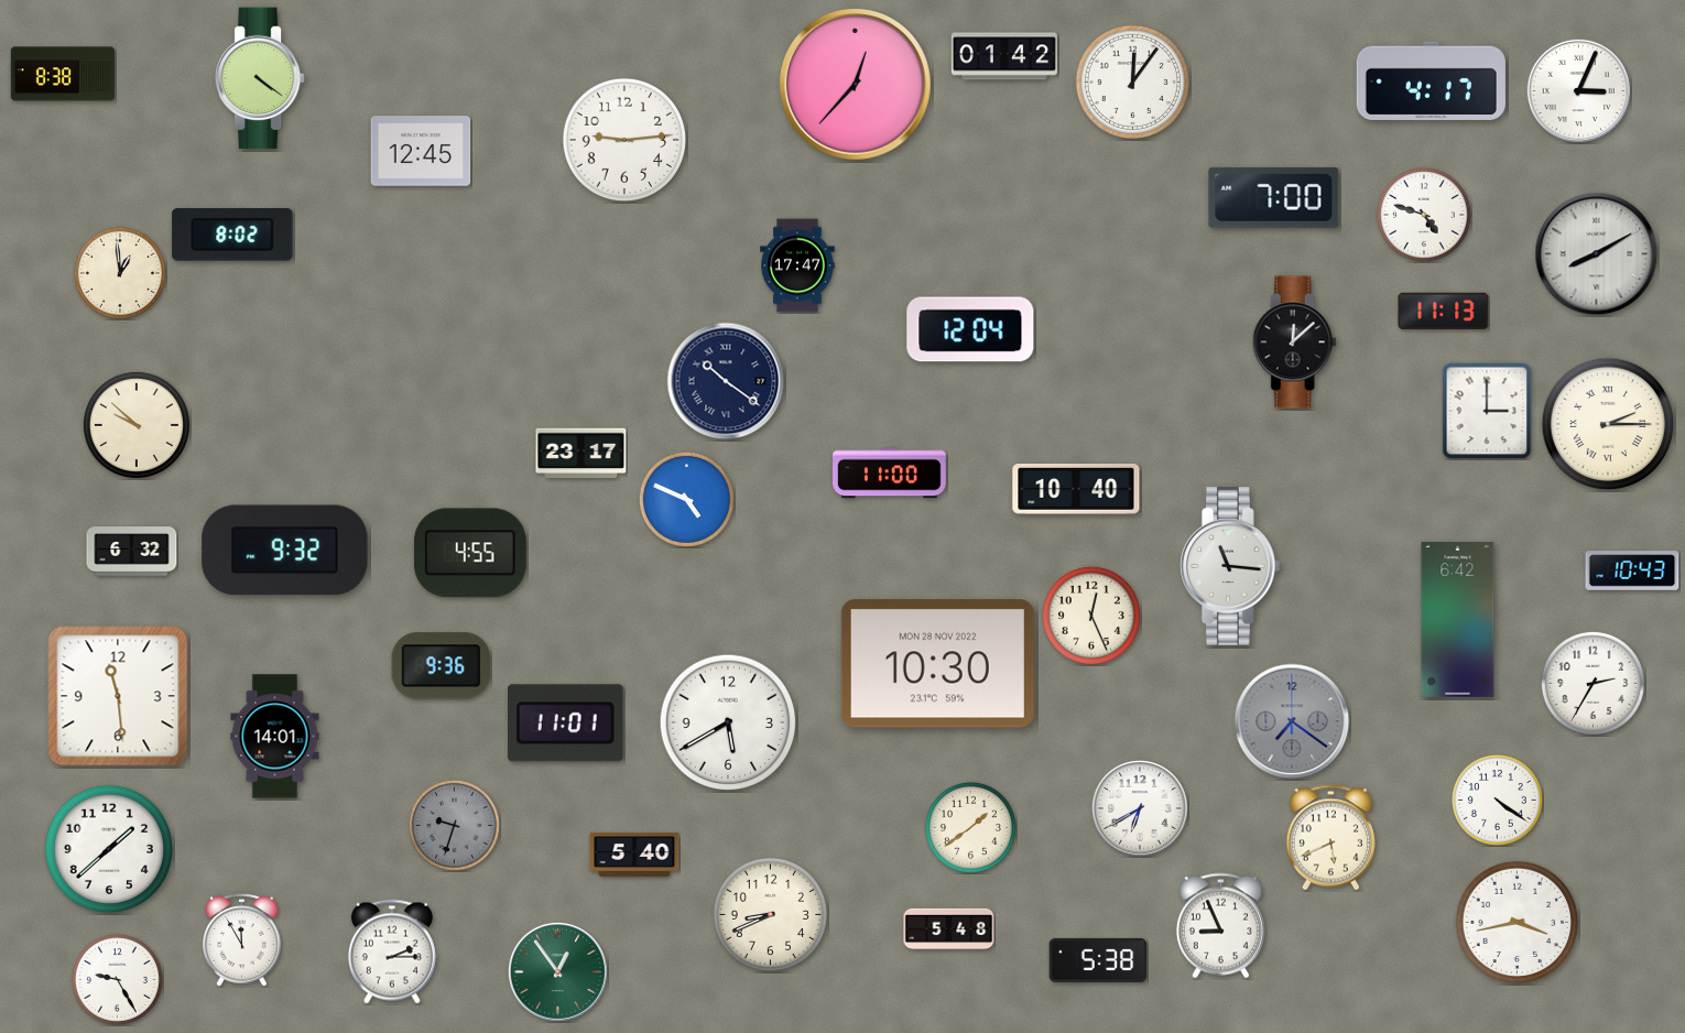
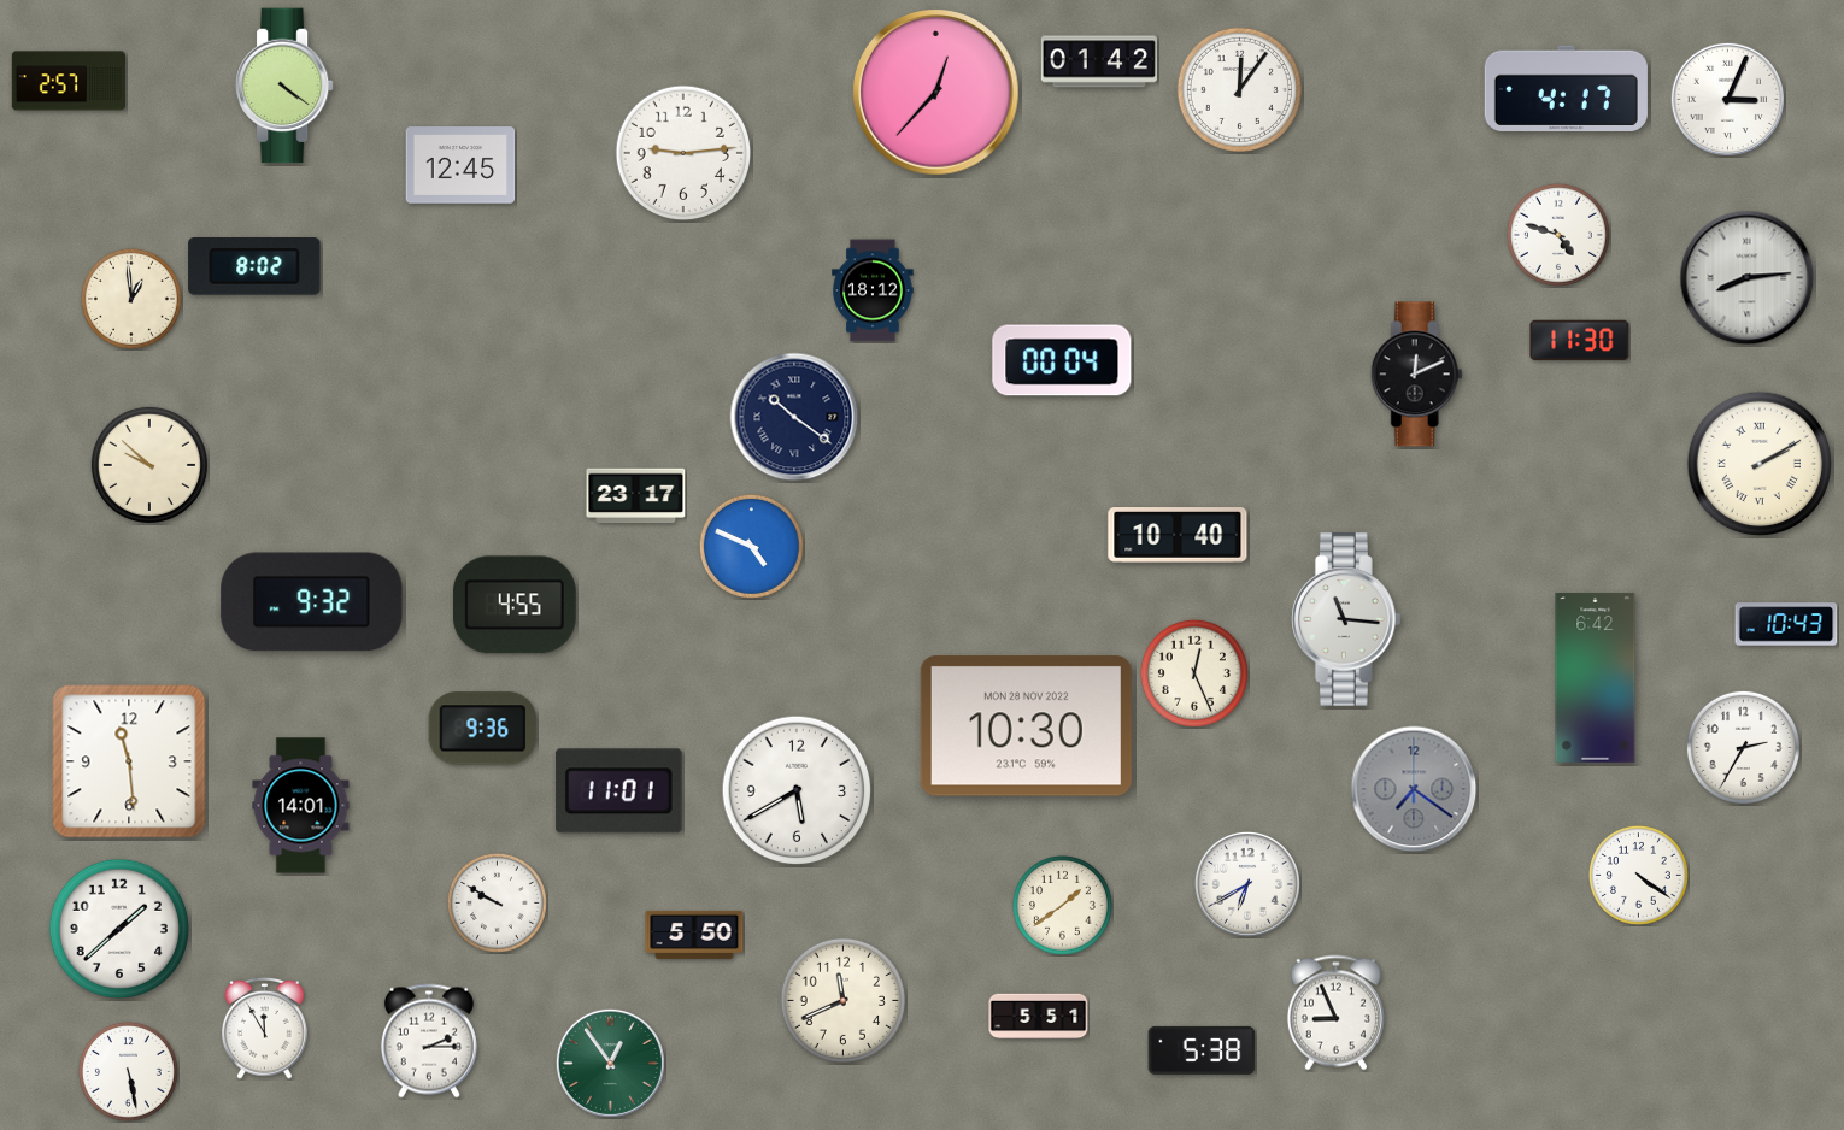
clock at (62, 74): 8:38 -> 2:57
clock at (1274, 197): 7:00 -> none
clock at (232, 236) position: (232, 236) -> (254, 267)
clock at (1597, 254): 8:10 -> 8:14
clock at (797, 265): 17:47 -> 18:12
clock at (1444, 312): 11:13 -> 11:30
clock at (970, 329): 12:04 -> 00:04
clock at (1294, 342): 12:08 -> 12:11
clock at (1487, 411): 3:00 -> none
clock at (1608, 424): 2:15 -> 2:10
clock at (890, 474): 11:00 -> none
clock at (132, 552): 6:32 -> none
clock at (454, 825): 9:33 -> 9:50
clock at (454, 825) dial: grey -> white
clock at (1330, 838): 5:41 -> none
clock at (634, 855): 5:40 -> 5:50
clock at (770, 914): 8:41 -> 11:41
clock at (1517, 922): 3:43 -> none
clock at (949, 929): 5:48 -> 5:51
clock at (117, 979): 9:25 -> 5:28
